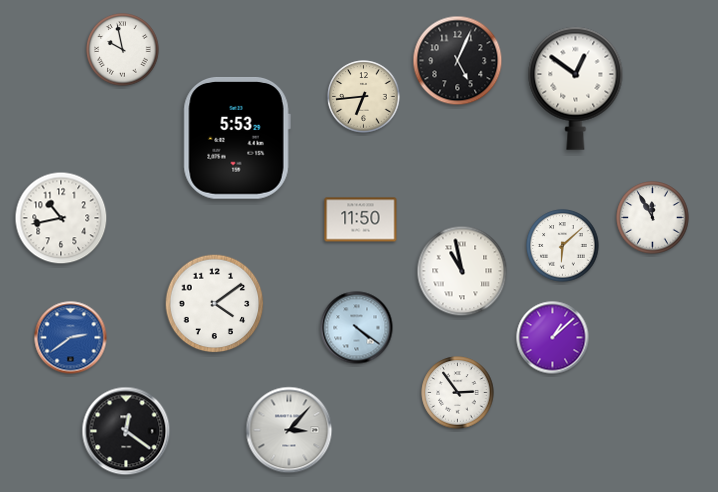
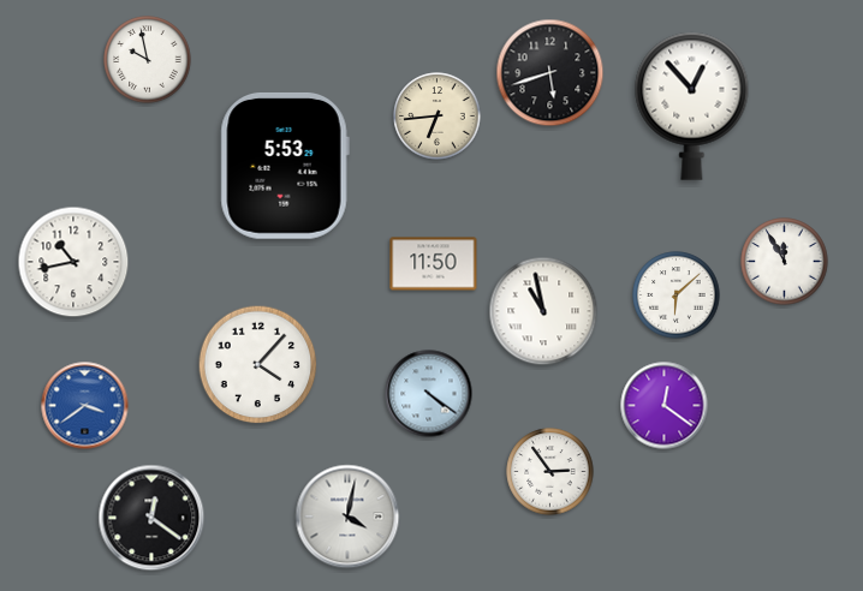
clock at (458, 61): 5:04 -> 5:42
clock at (576, 88): 12:51 -> 12:53
clock at (462, 271) position: (462, 271) -> (543, 311)
clock at (215, 304): 4:09 -> 4:07
clock at (71, 338): 2:39 -> 3:39
clock at (553, 338): 1:08 -> 12:21
clock at (289, 430): 3:07 -> 4:02
